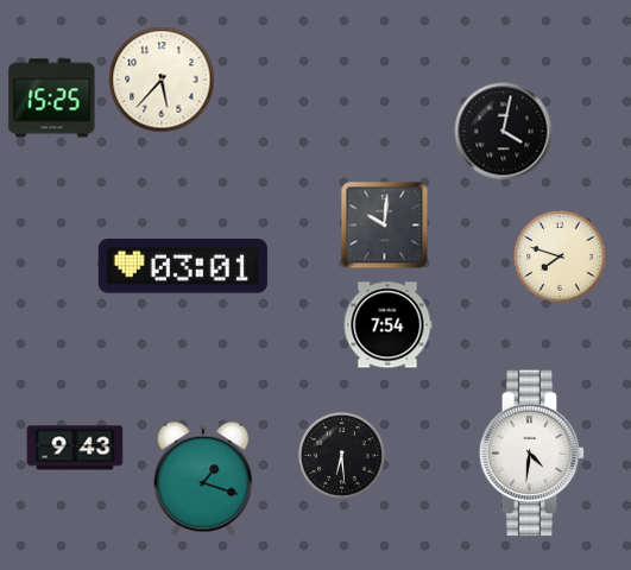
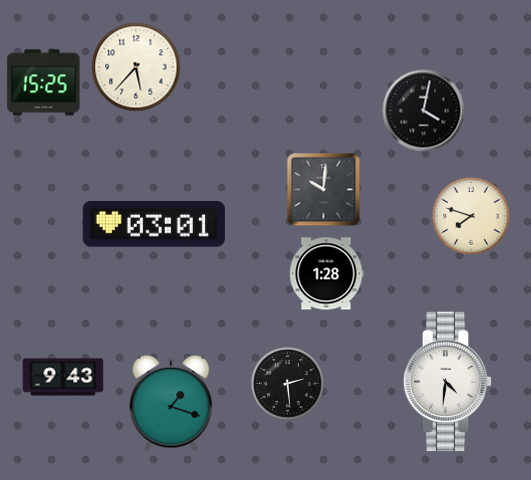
clock at (387, 325): 7:54 -> 1:28
clock at (341, 455): 6:29 -> 2:29
